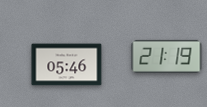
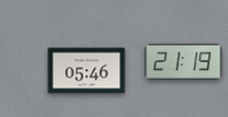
clock at (67, 65) position: (67, 65) -> (87, 71)
